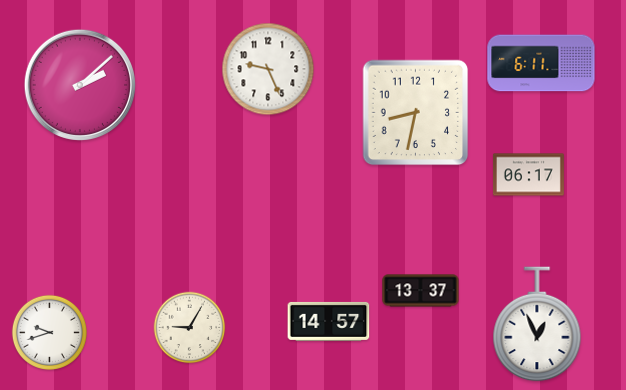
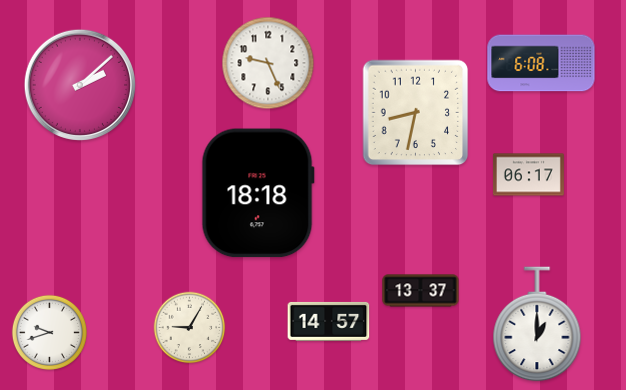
clock at (541, 63): 6:11 -> 6:08
clock at (268, 69) position: (268, 69) -> (268, 63)
clock at (258, 193): none -> 18:18
clock at (537, 324): 12:56 -> 1:00
